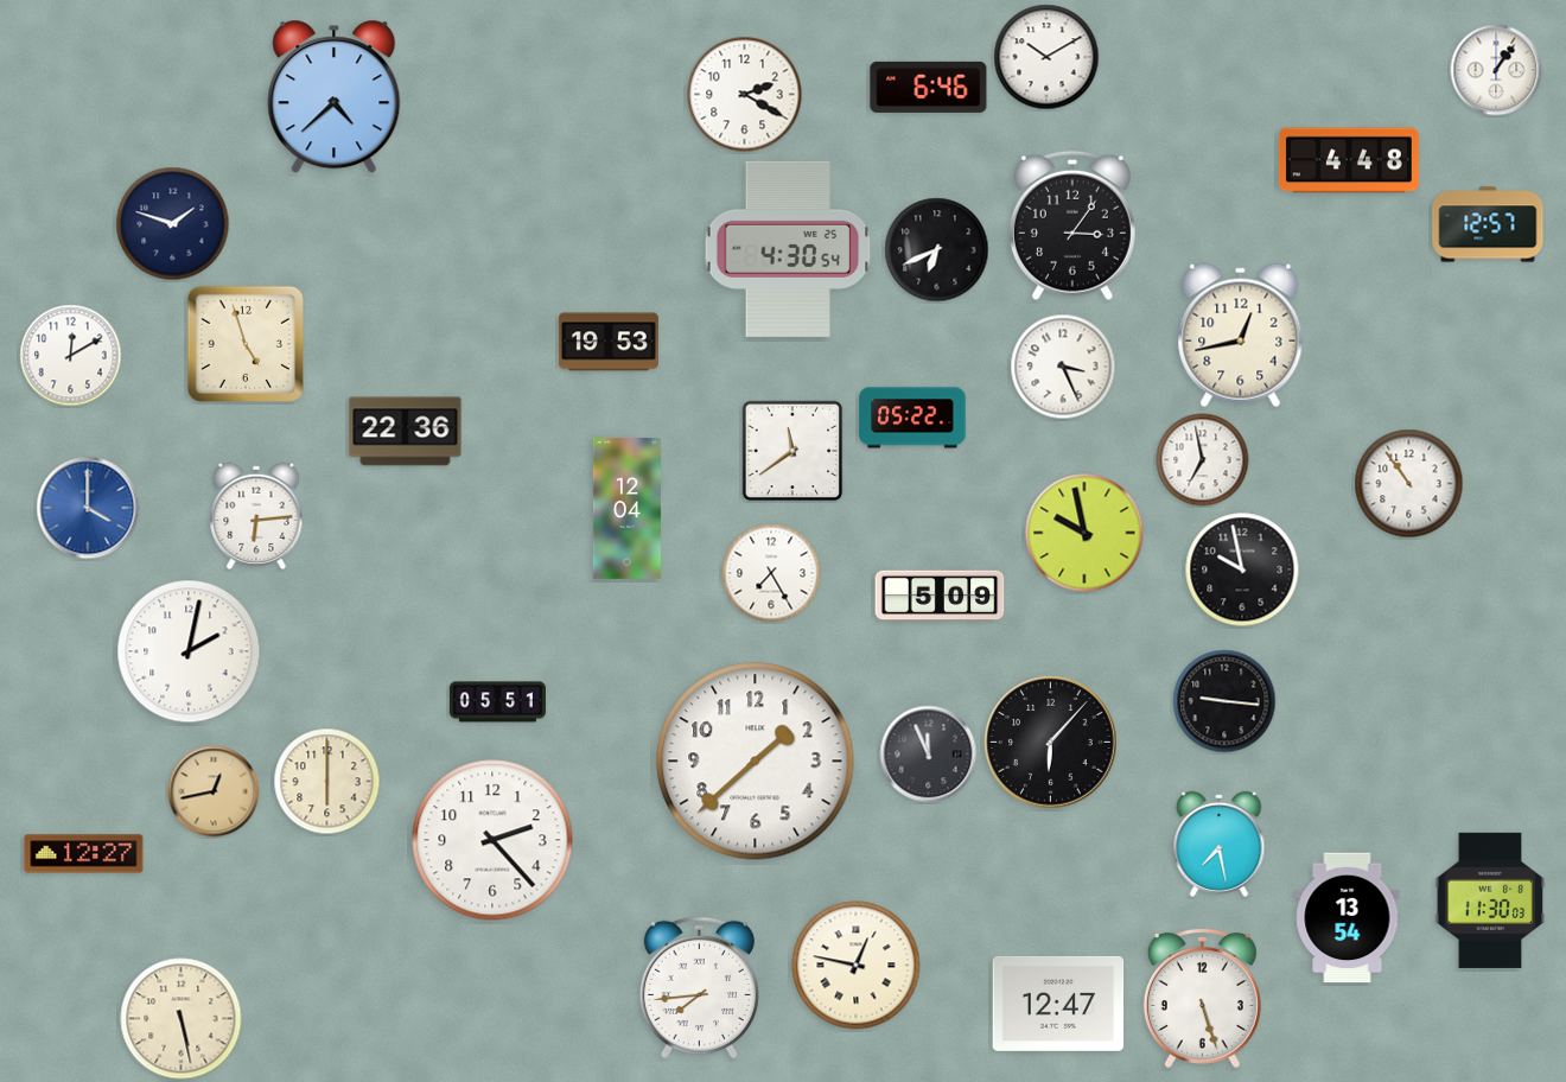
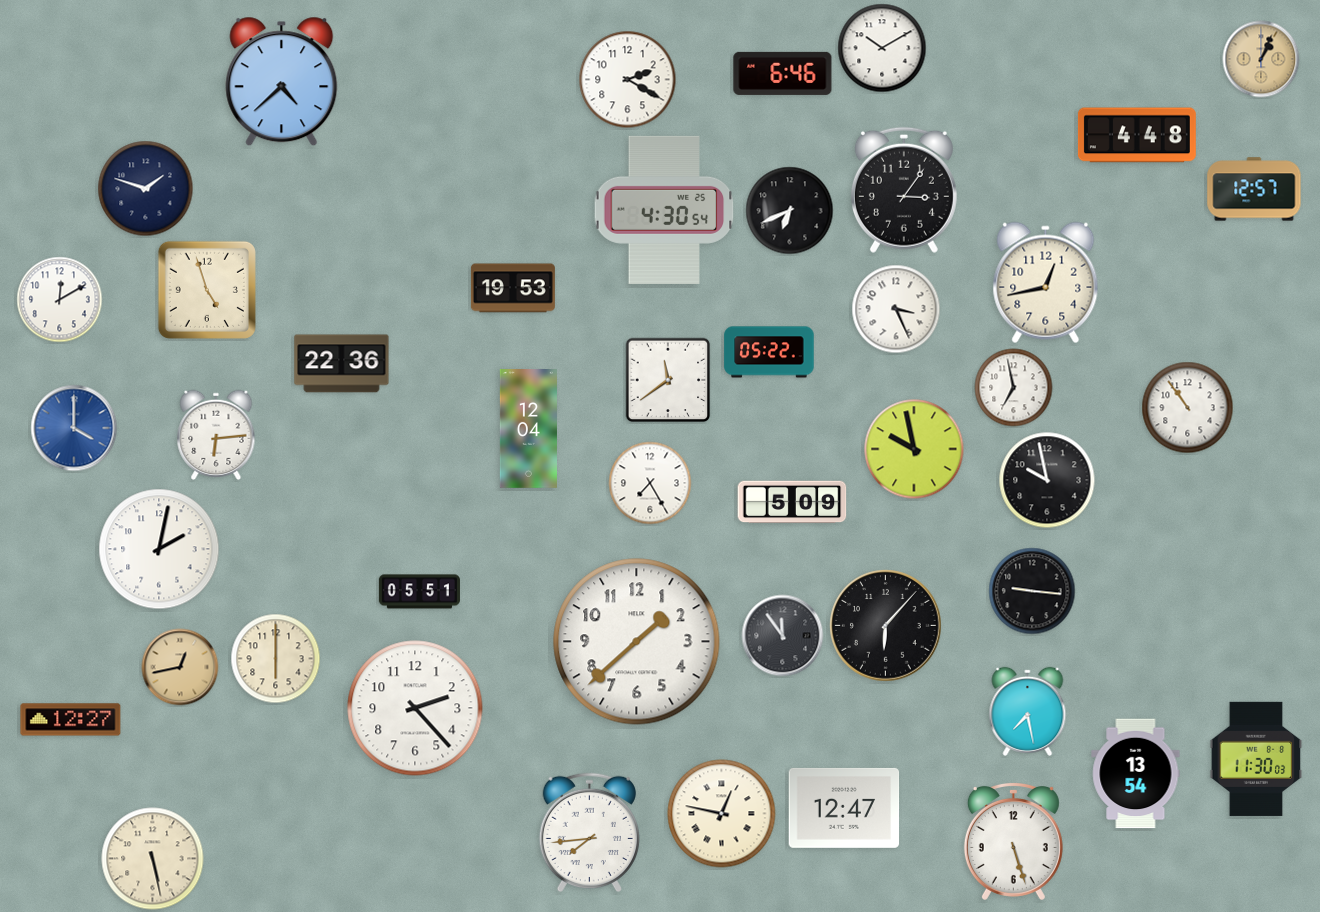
clock at (1496, 70): 1:06 -> 1:04
clock at (1496, 70) dial: white -> champagne
clock at (929, 755): 11:56 -> 11:54
clock at (1058, 1004) position: (1058, 1004) -> (844, 808)
